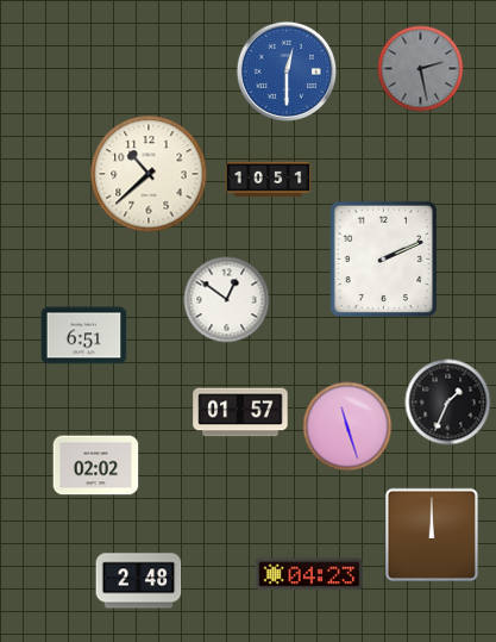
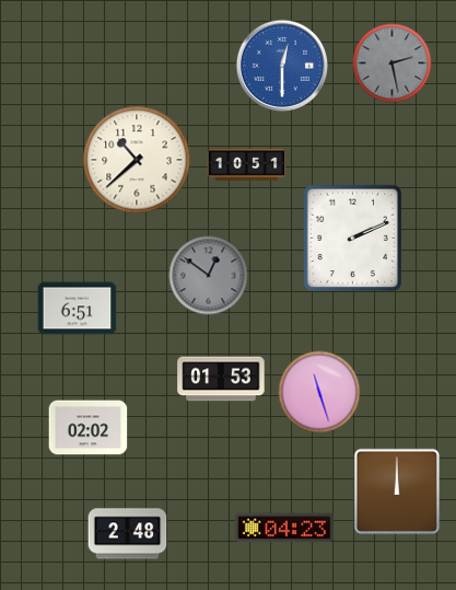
clock at (421, 69) position: (421, 69) -> (393, 63)
clock at (287, 71) position: (287, 71) -> (282, 66)
clock at (227, 300) dial: white -> grey
clock at (448, 403): 1:34 -> none
clock at (240, 412): 01:57 -> 01:53
